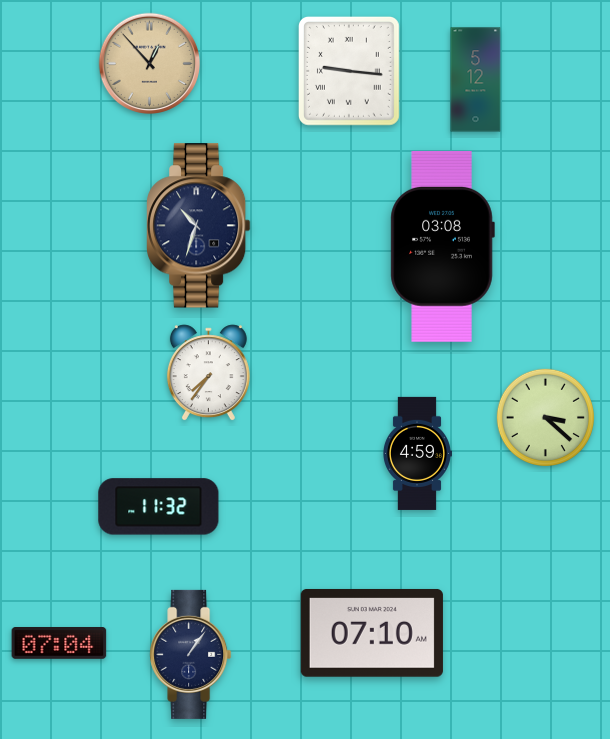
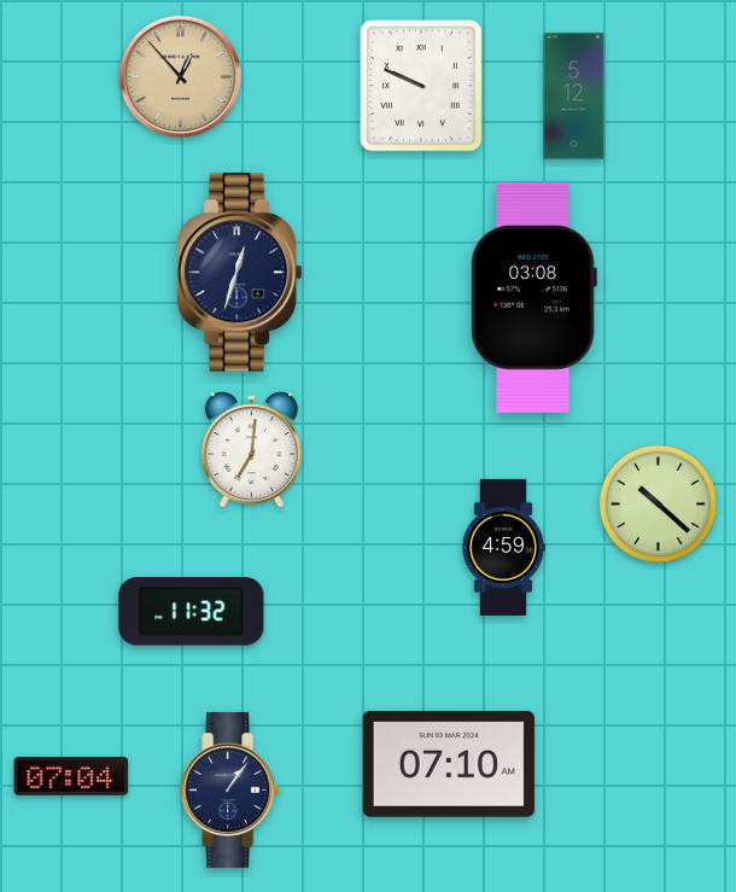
clock at (349, 71): 9:16 -> 9:49
clock at (199, 226): 10:33 -> 12:33
clock at (208, 373): 7:36 -> 7:01
clock at (545, 417): 3:22 -> 10:22
